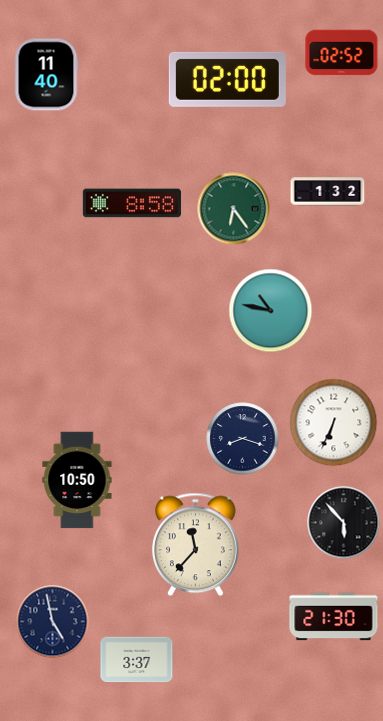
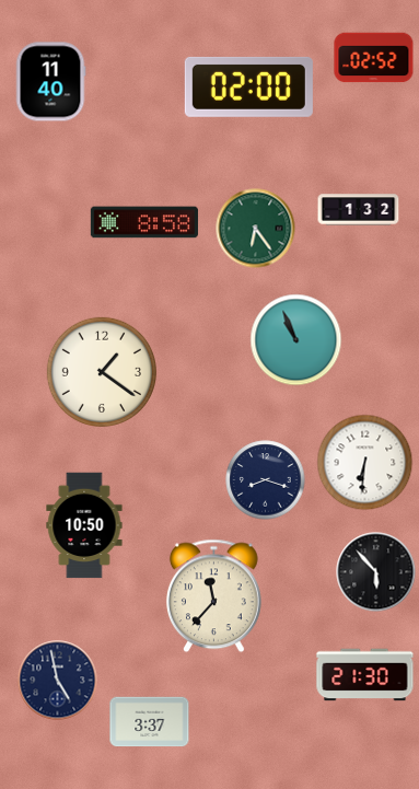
clock at (271, 311): 10:47 -> 10:56
clock at (102, 372): none -> 1:21
clock at (334, 423): 6:34 -> 6:31
